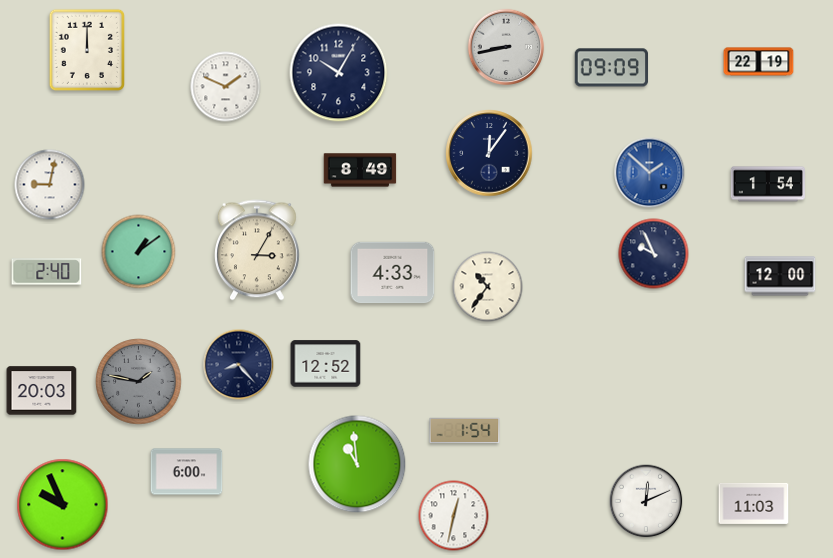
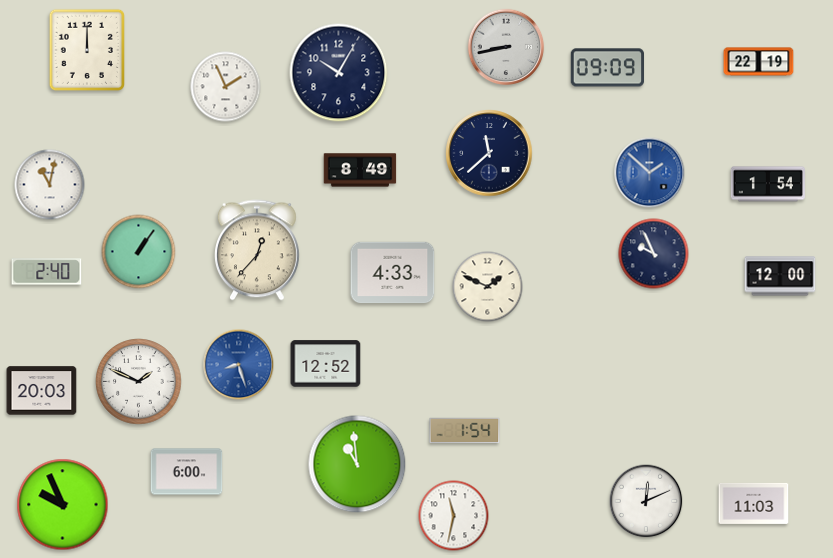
clock at (611, 68) position: (611, 68) -> (607, 68)
clock at (226, 87): 1:49 -> 1:56
clock at (489, 153): 12:06 -> 11:38
clock at (50, 185): 9:02 -> 11:02
clock at (258, 250): 3:05 -> 12:37
clock at (139, 252): 1:09 -> 1:06
clock at (488, 287): 10:36 -> 1:49
clock at (239, 365): 8:23 -> 8:27
clock at (239, 365) dial: navy -> blue
clock at (139, 382): 1:47 -> 1:49
clock at (139, 382) dial: grey -> white
clock at (454, 516): 12:32 -> 11:32
